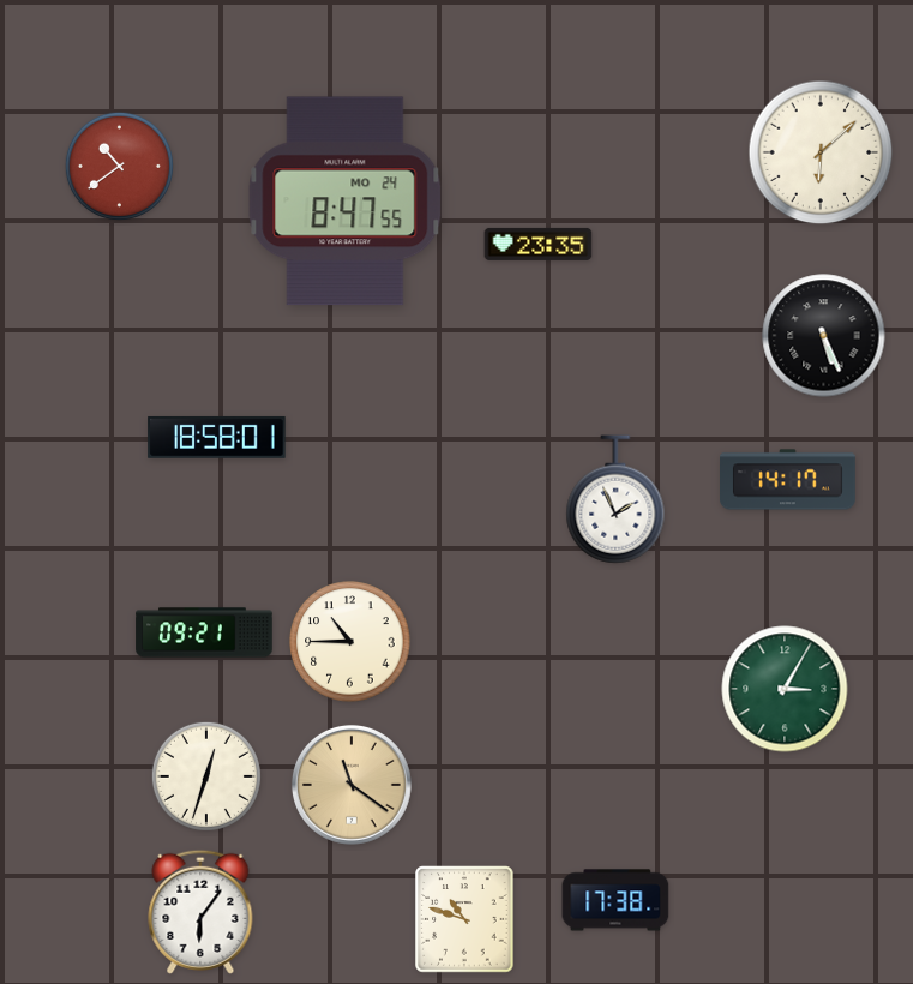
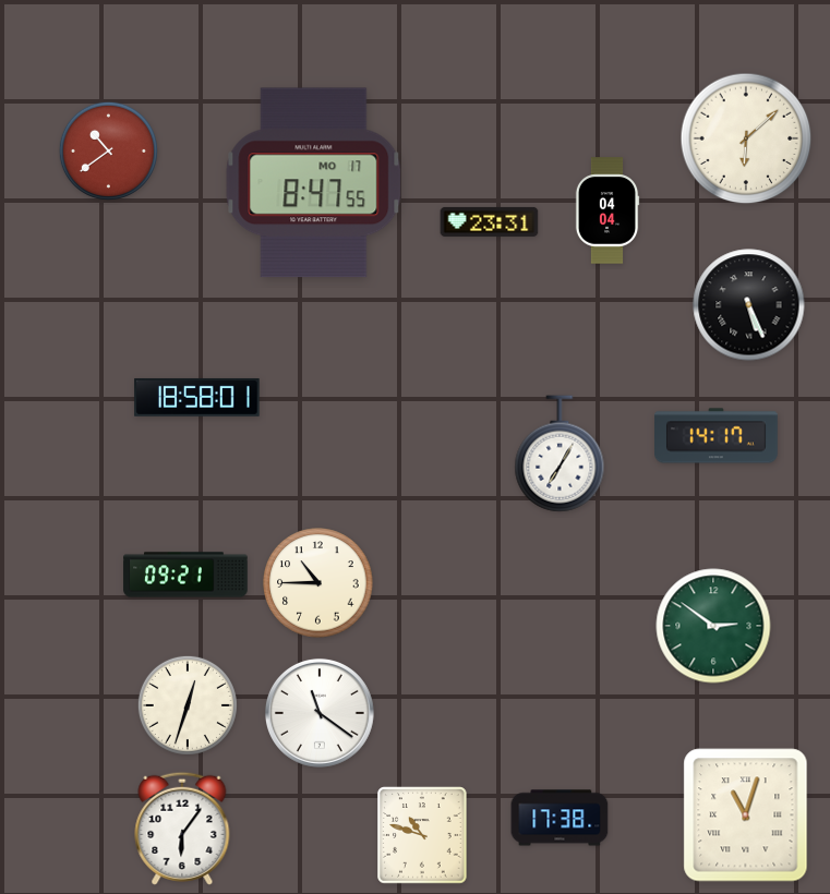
clock at (346, 202) date: MO 24 -> MO 17
clock at (608, 210): none -> 04:04
clock at (539, 244): 23:35 -> 23:31
clock at (615, 499): 1:56 -> 7:05
clock at (785, 689): 3:05 -> 2:51
clock at (352, 785) dial: champagne -> white
clock at (746, 816): none -> 11:03
